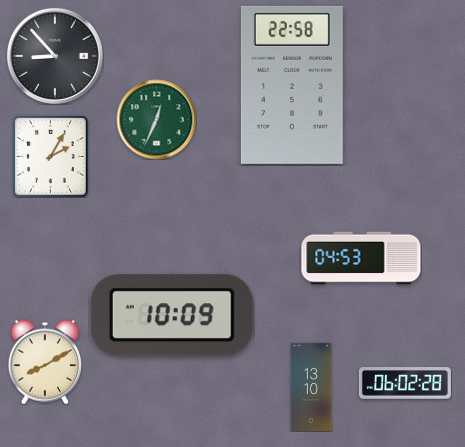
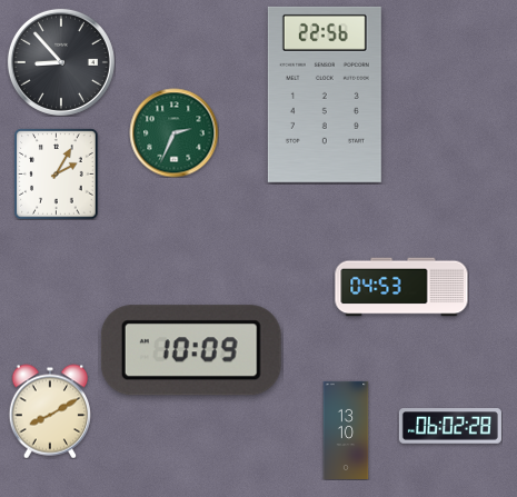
clock at (292, 85): 22:58 -> 22:56
clock at (156, 119): 12:34 -> 2:34
clock at (44, 362) position: (44, 362) -> (49, 411)
